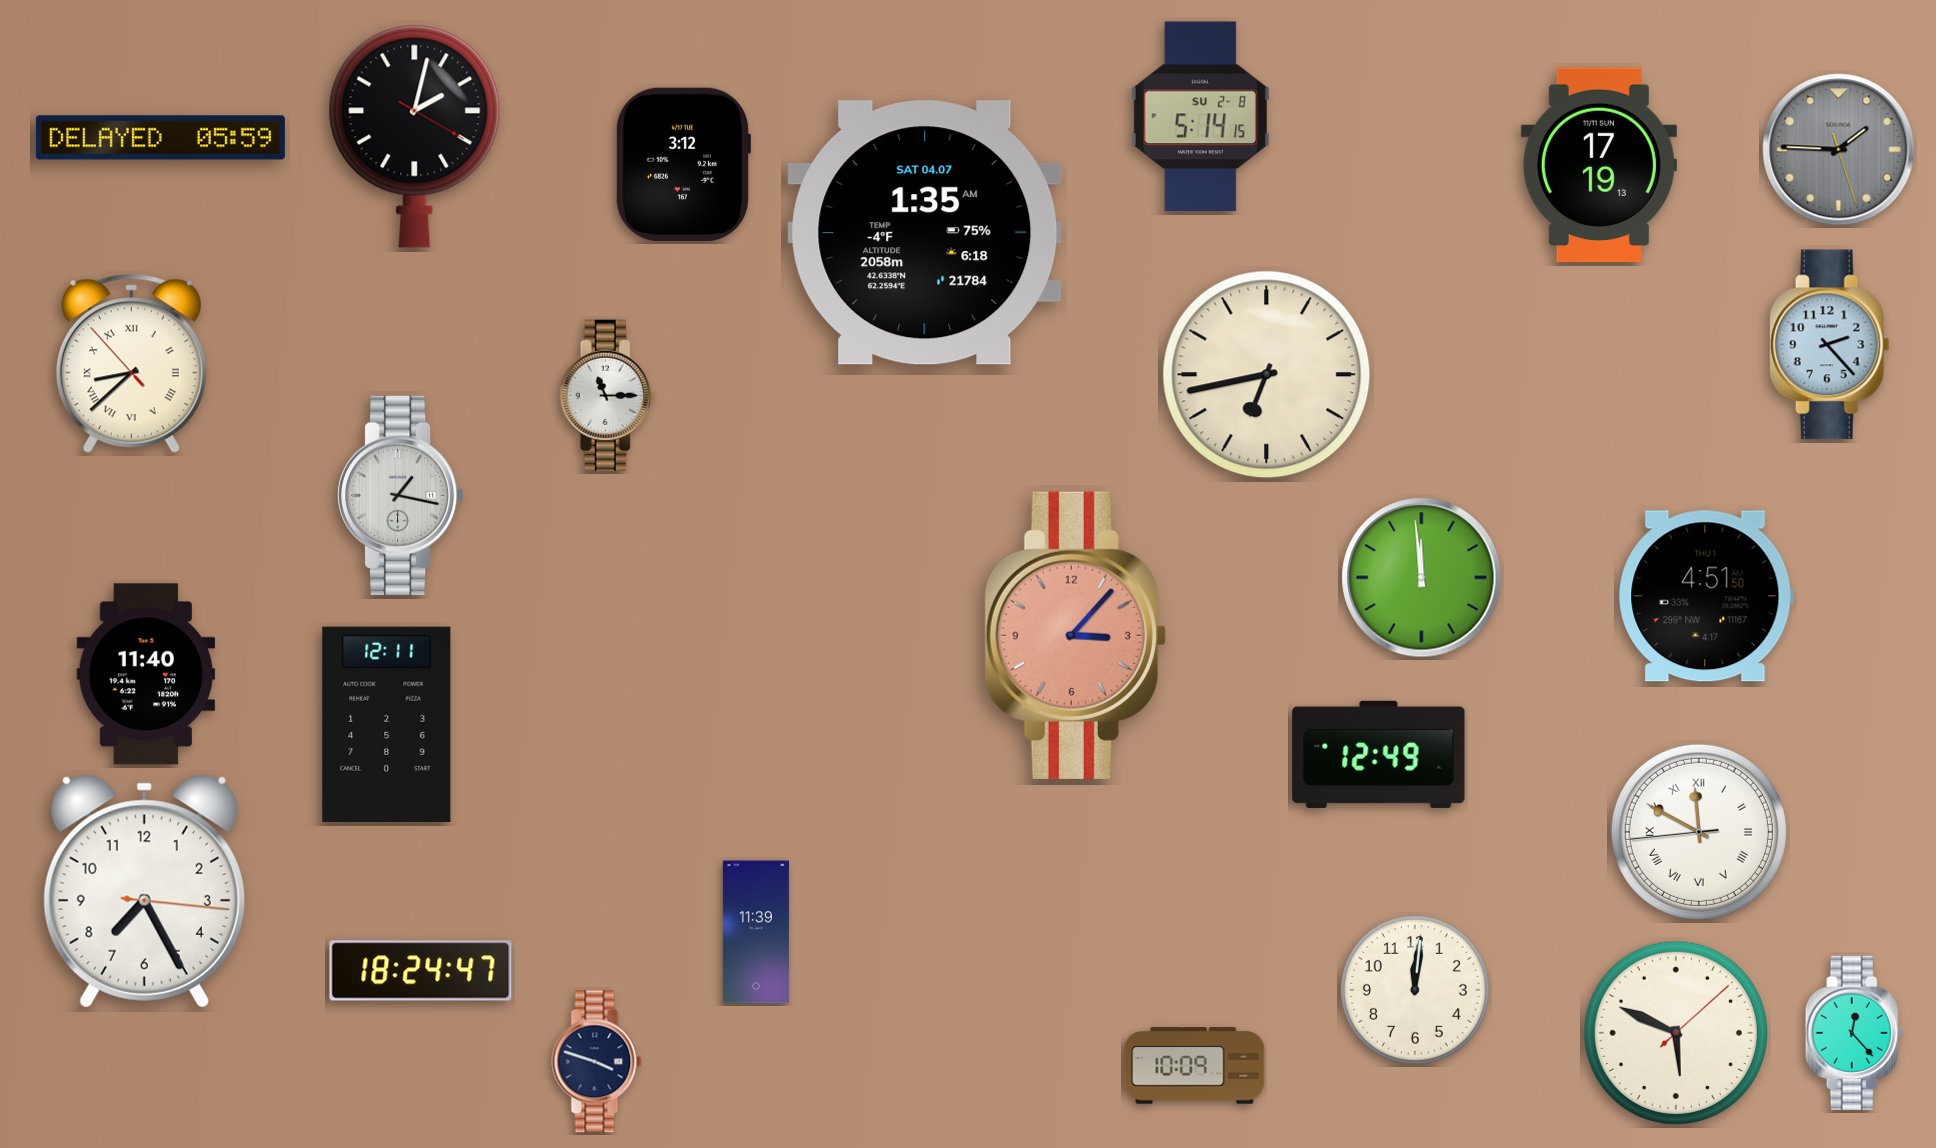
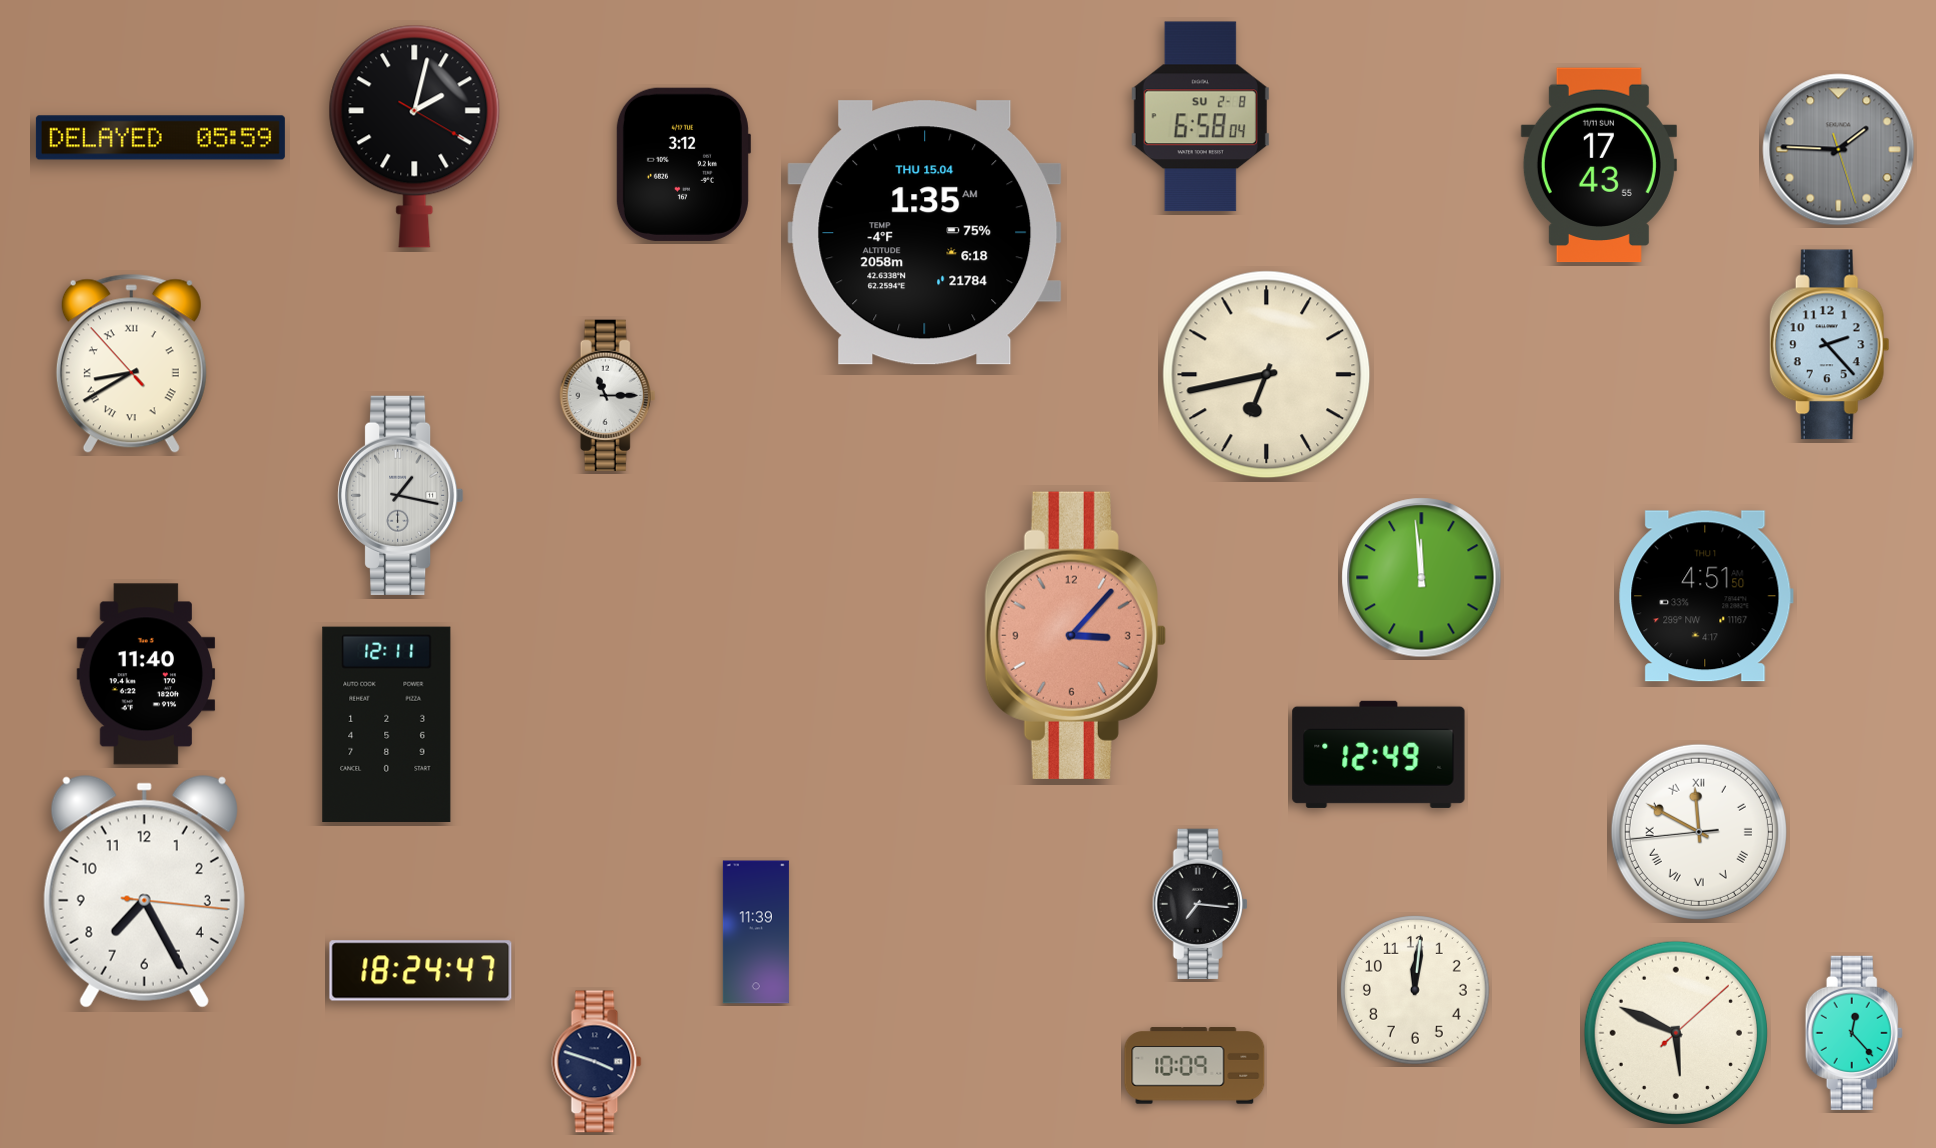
clock at (1200, 117): 5:14 -> 6:58
clock at (1599, 165): 17:19 -> 17:43
clock at (925, 233) date: SAT 04.07 -> THU 15.04
clock at (131, 364): 8:37 -> 8:39
clock at (1200, 904): none -> 7:16
